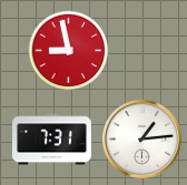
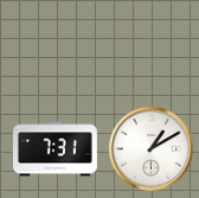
clock at (69, 51): 8:58 -> none
clock at (141, 138): 1:14 -> 1:10
